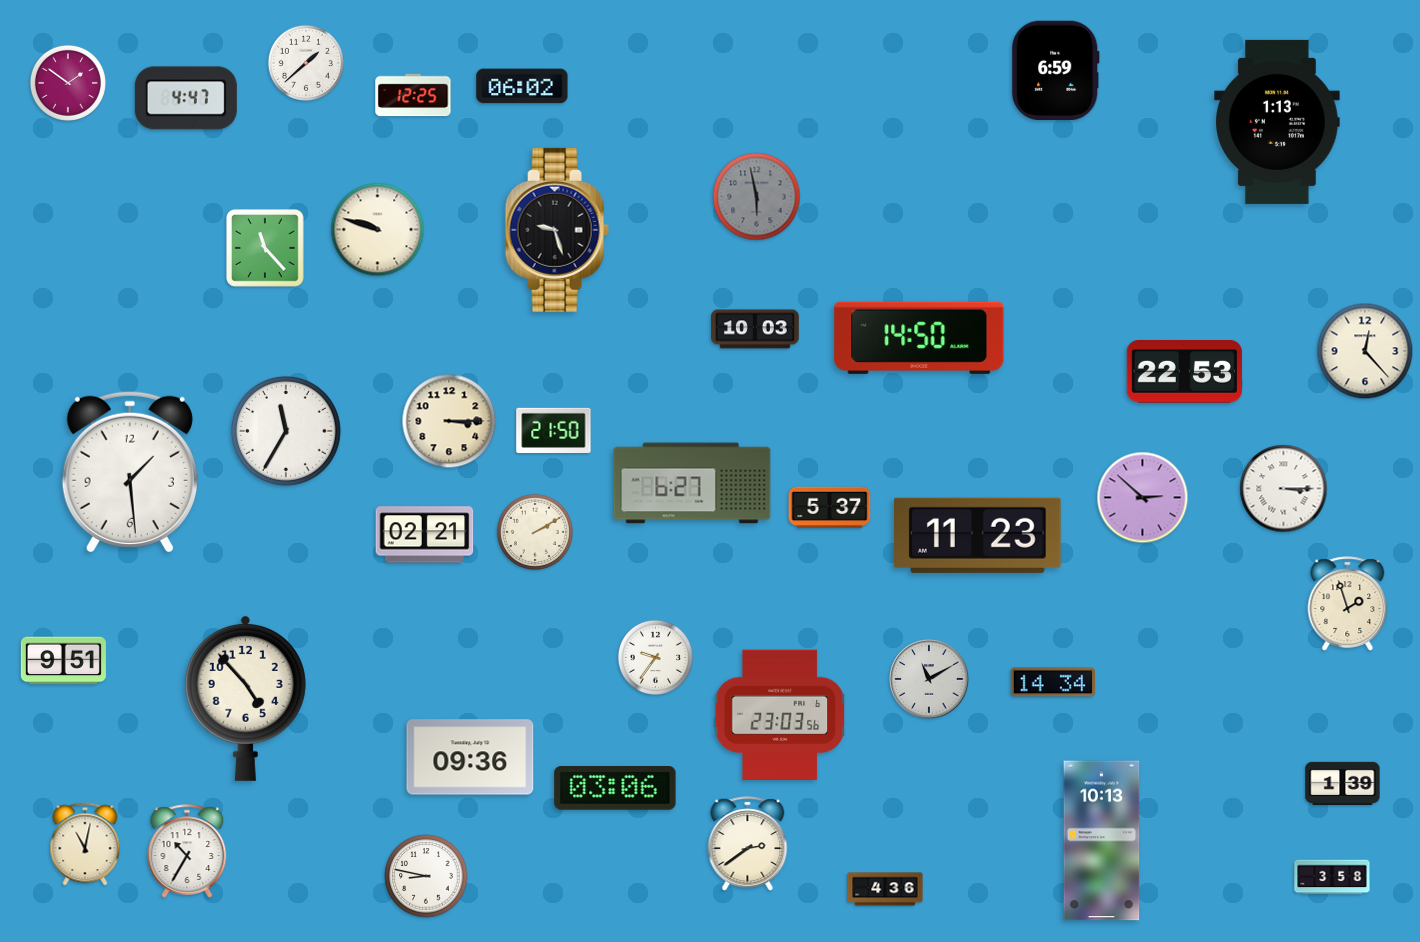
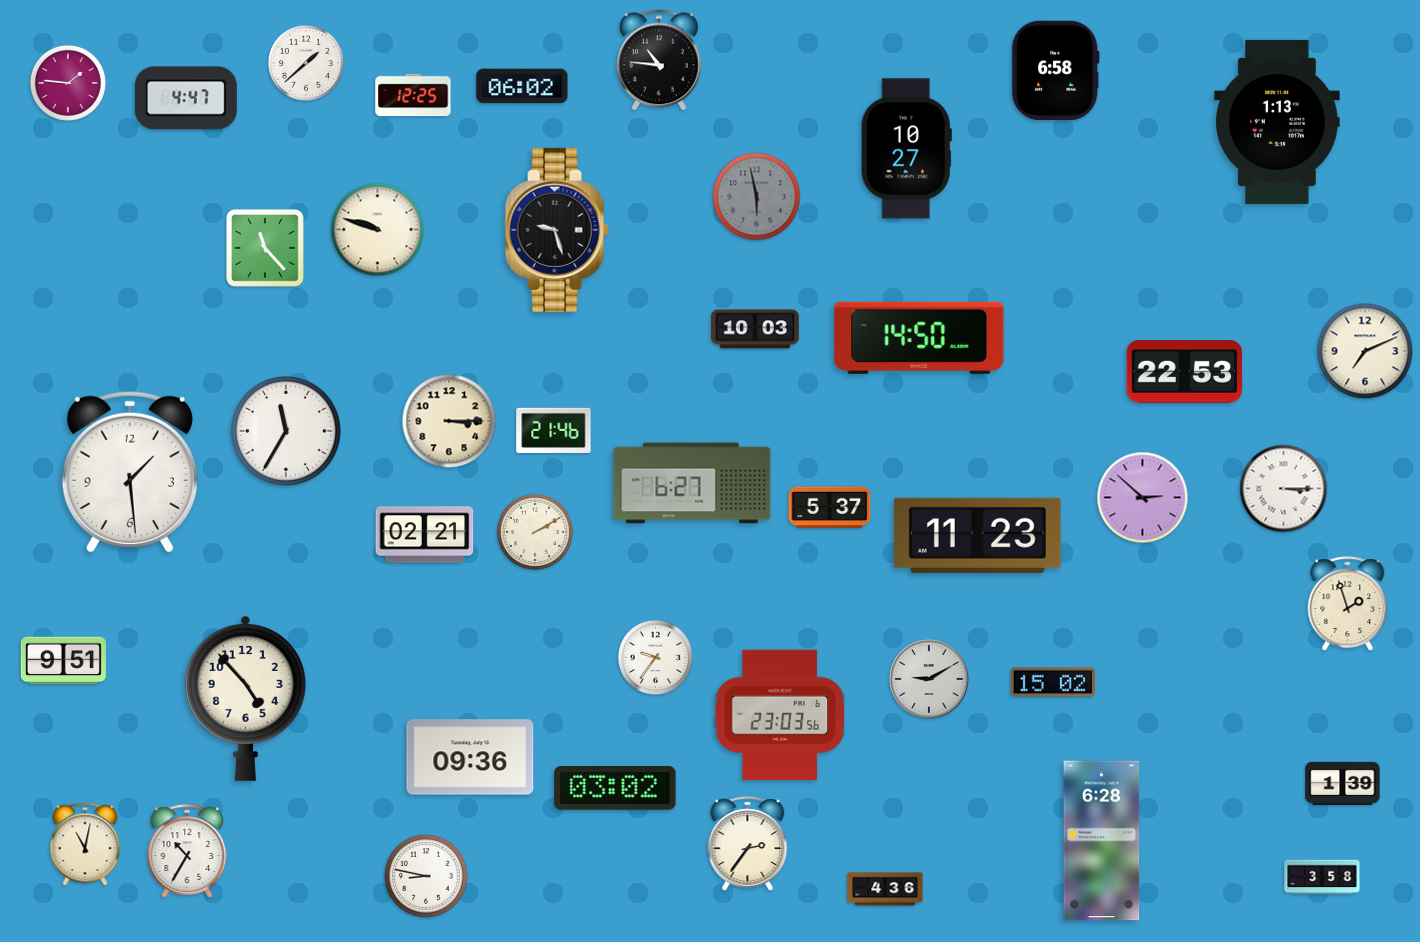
clock at (659, 60): none -> 10:46
clock at (1055, 70): 6:59 -> 6:58
clock at (68, 83): 1:51 -> 1:46
clock at (906, 149): none -> 10:27
clock at (1365, 351): 12:23 -> 7:11
clock at (554, 430): 21:50 -> 21:46
clock at (929, 679): 11:10 -> 9:10
clock at (1052, 682): 14:34 -> 15:02
clock at (615, 789): 03:06 -> 03:02
clock at (1102, 841): 10:13 -> 6:28
clock at (748, 844): 2:39 -> 2:36
clock at (1332, 877) position: (1332, 877) -> (1322, 877)
